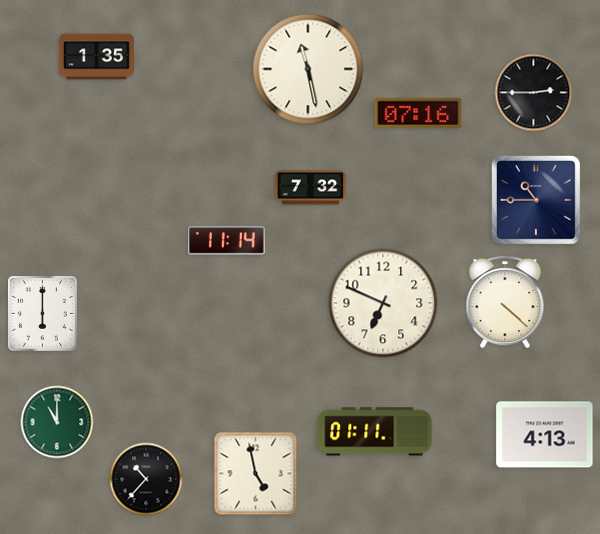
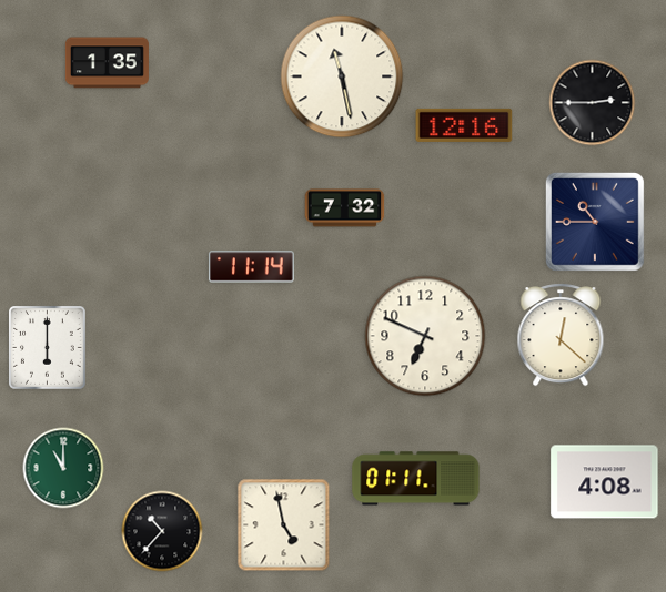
clock at (418, 113): 07:16 -> 12:16
clock at (505, 302): 4:22 -> 12:22
clock at (545, 435): 4:13 -> 4:08
